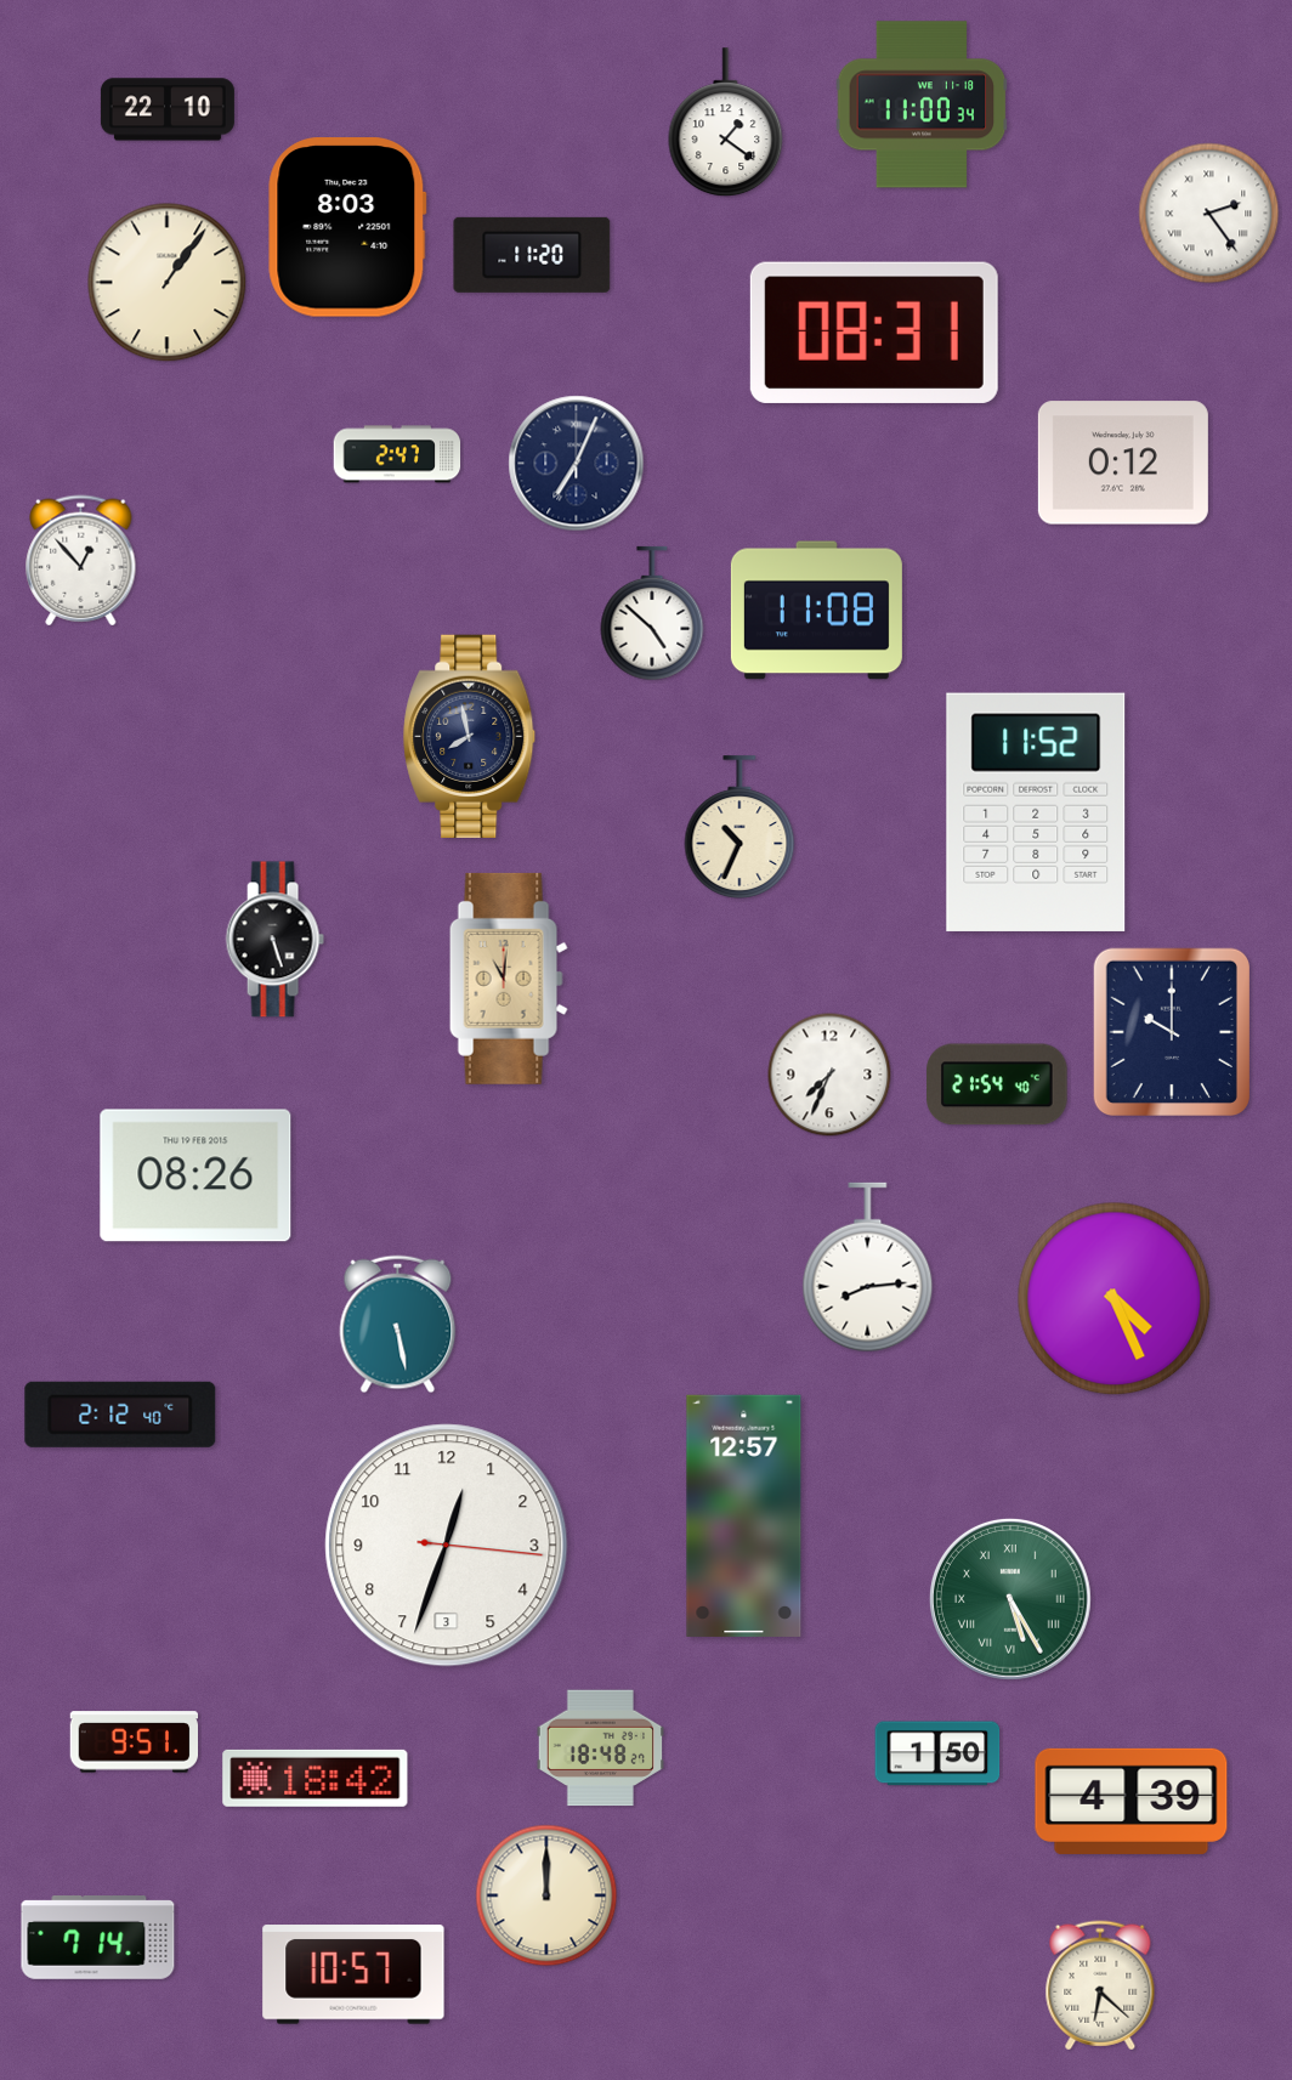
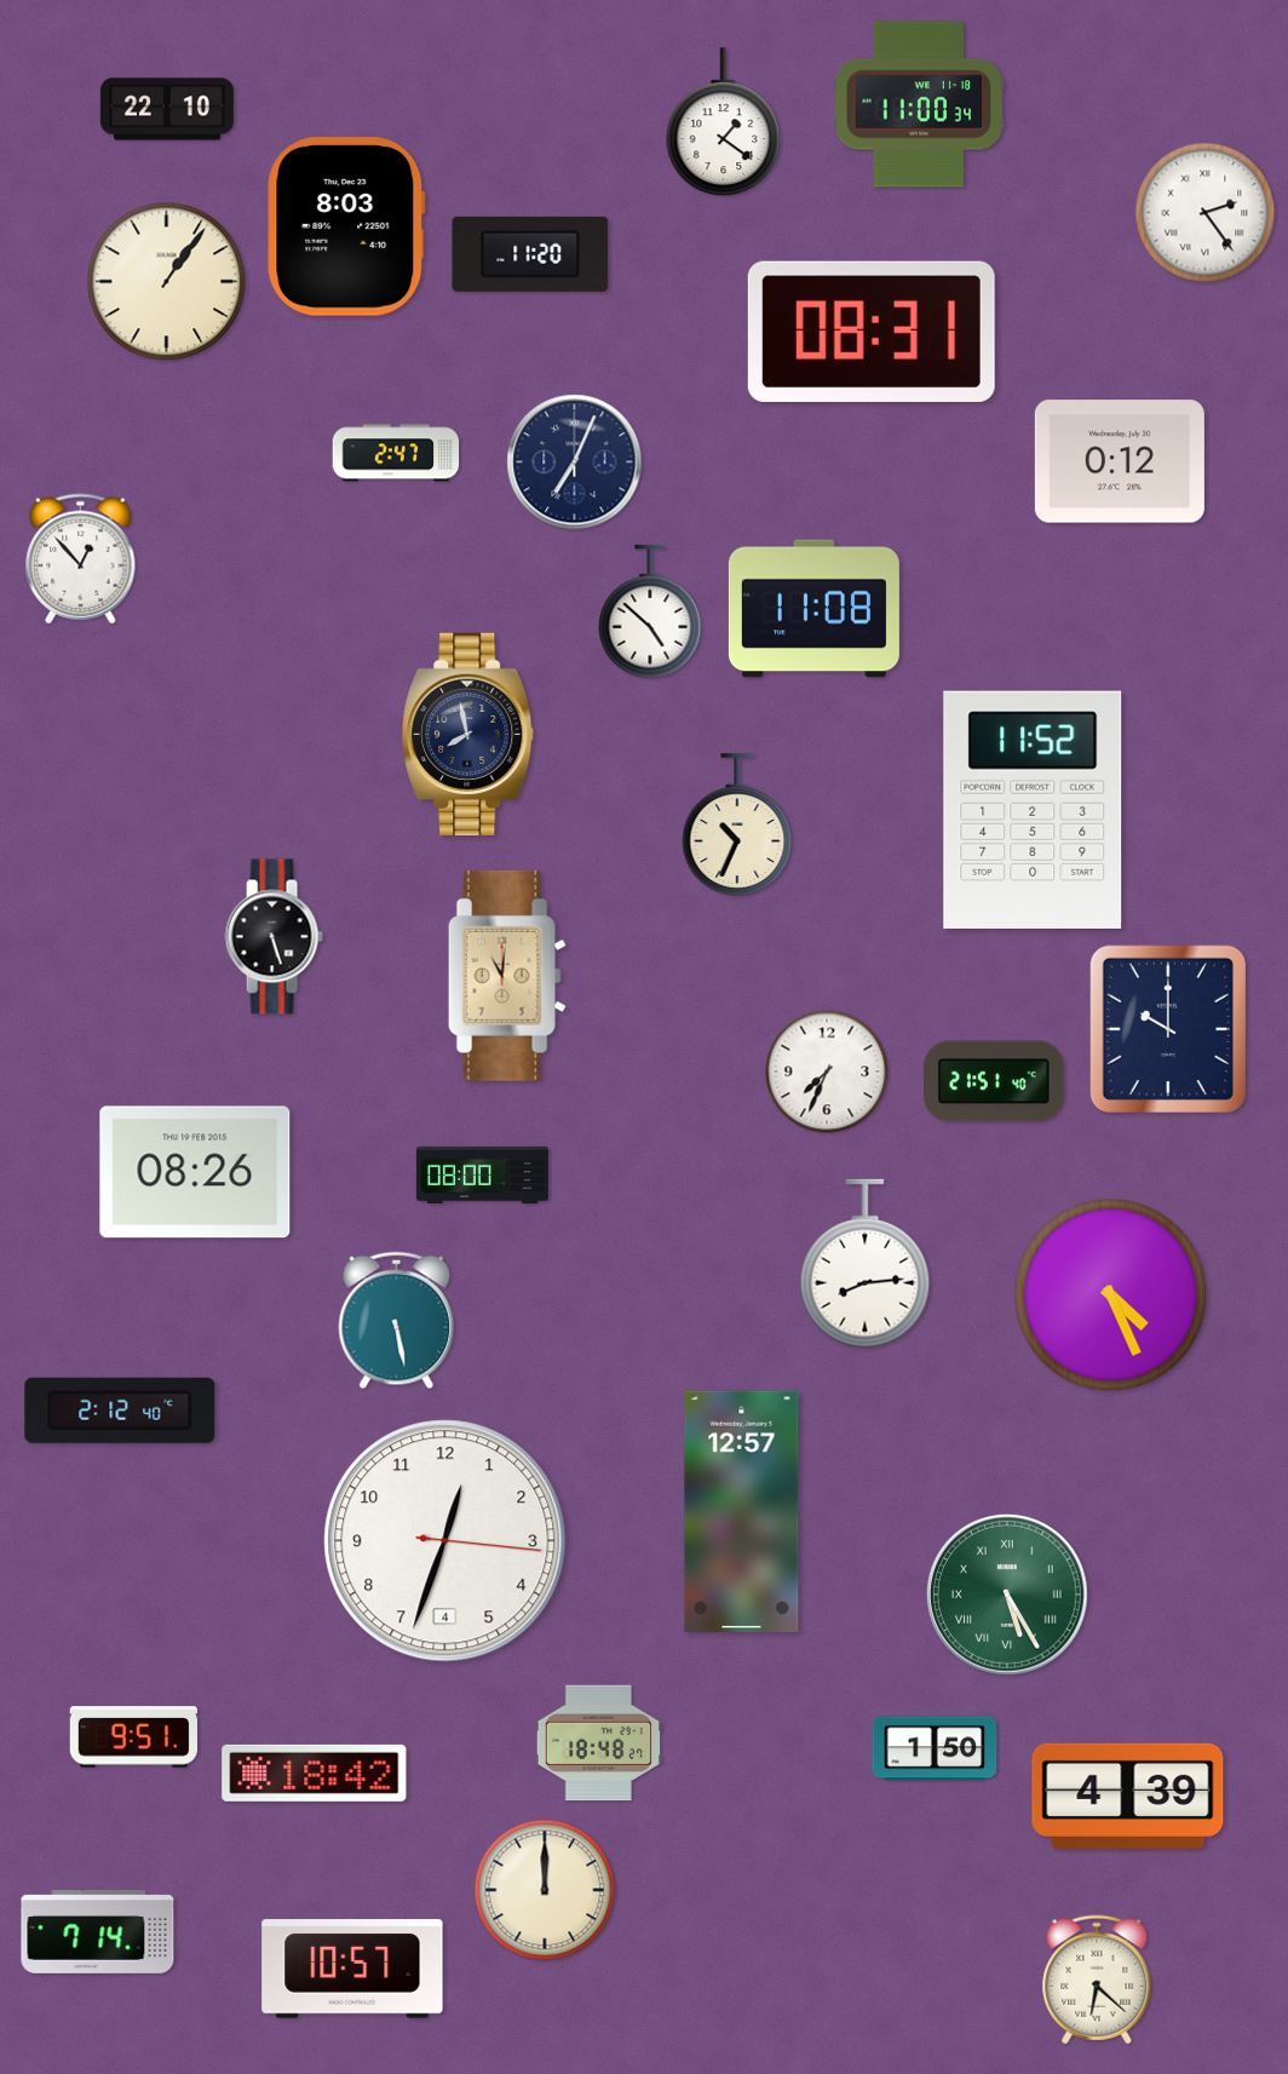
clock at (997, 1084): 21:54 -> 21:51
clock at (482, 1174): none -> 08:00
clock at (447, 1546) date: 3 -> 4
